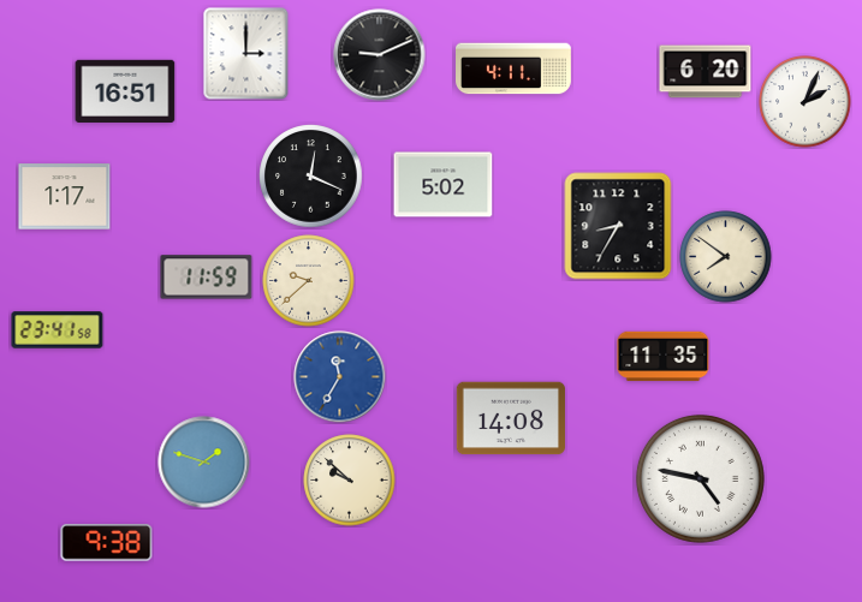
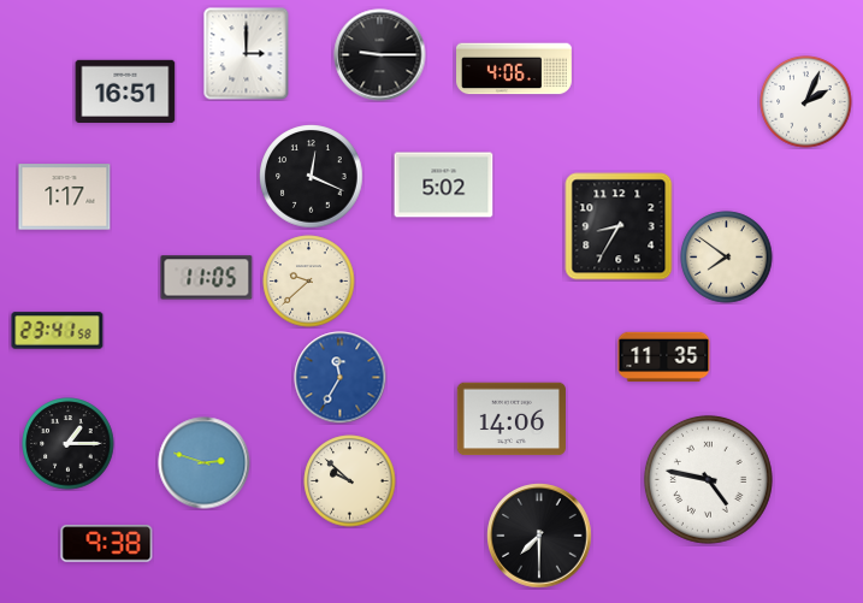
clock at (380, 55): 9:11 -> 9:15
clock at (515, 68): 4:11 -> 4:06
clock at (706, 72): 6:20 -> none
clock at (207, 278): 11:59 -> 11:05
clock at (511, 418): 14:08 -> 14:06
clock at (69, 444): none -> 1:15
clock at (204, 463): 1:48 -> 2:48
clock at (700, 478) position: (700, 478) -> (708, 479)
clock at (539, 536): none -> 7:30
